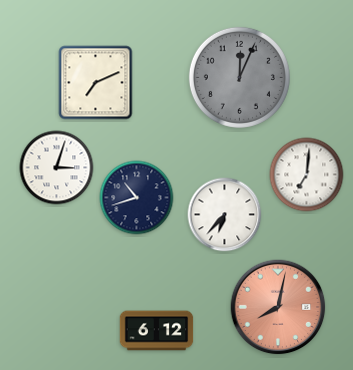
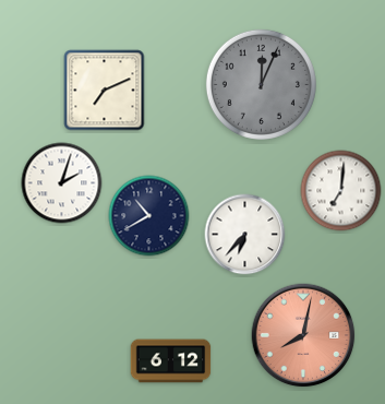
clock at (57, 168): 3:03 -> 2:03
clock at (307, 175) position: (307, 175) -> (341, 191)
clock at (137, 198): 10:42 -> 10:40
